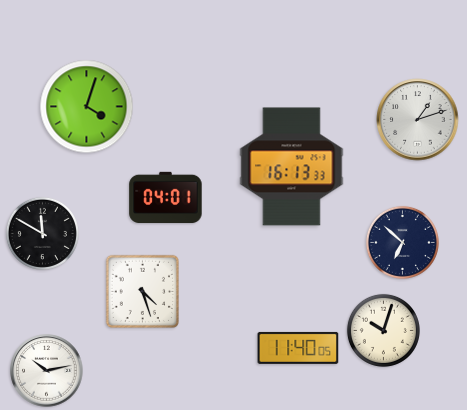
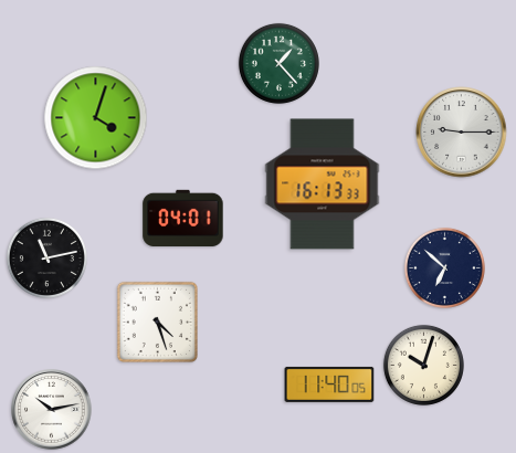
clock at (278, 63): none -> 1:23
clock at (418, 120): 1:12 -> 9:15
clock at (42, 233): 11:50 -> 11:13
